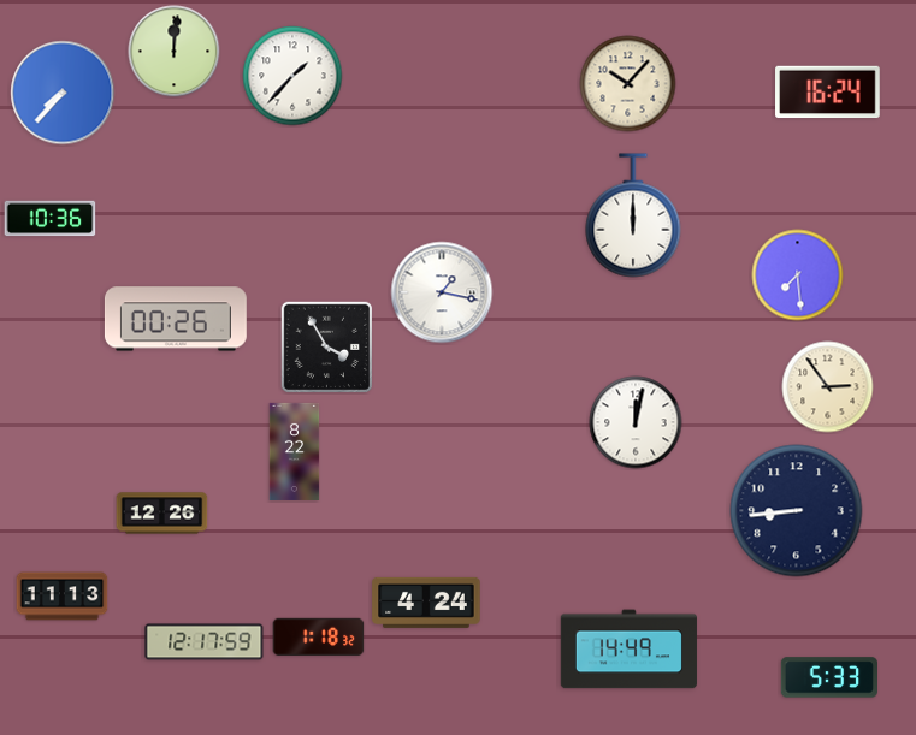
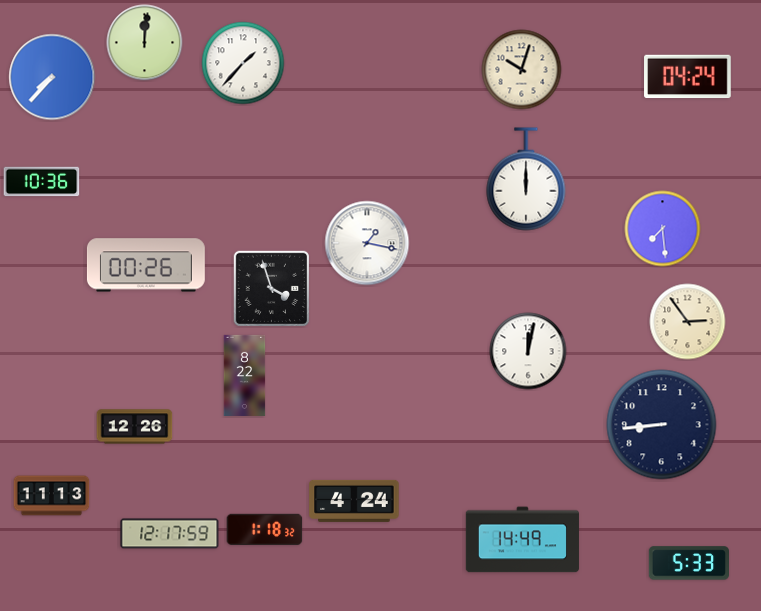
clock at (628, 84): 10:07 -> 10:03
clock at (828, 93): 16:24 -> 04:24
clock at (326, 346): 3:55 -> 3:57
